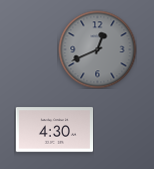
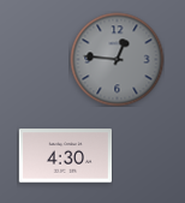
clock at (97, 49): 12:41 -> 12:46
